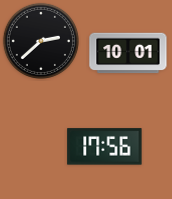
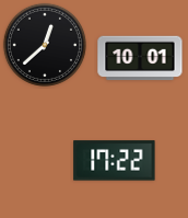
clock at (41, 41): 2:38 -> 12:38
clock at (105, 147): 17:56 -> 17:22
